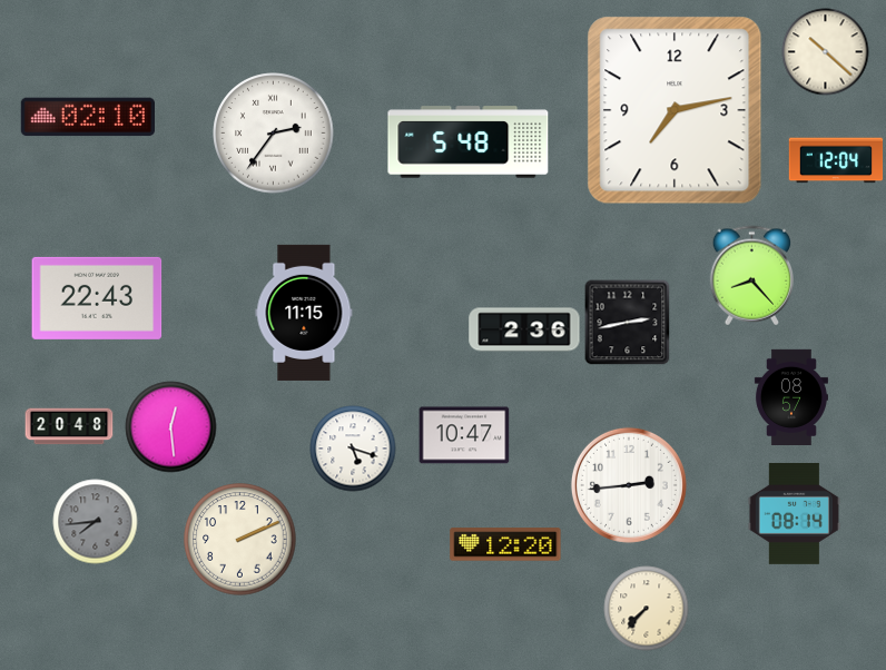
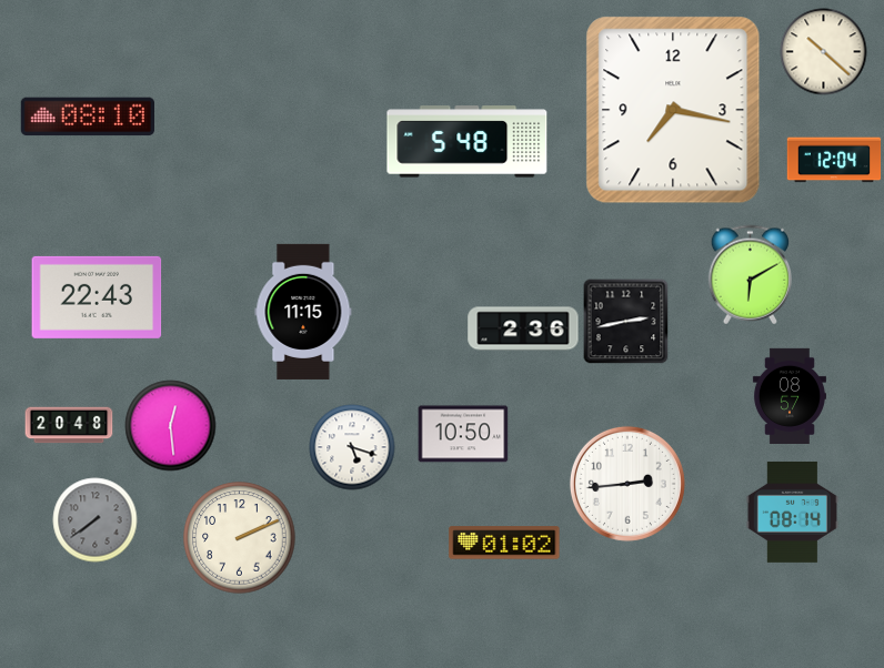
clock at (675, 110): 7:13 -> 7:17
clock at (87, 117): 02:10 -> 08:10
clock at (274, 134): 2:36 -> none
clock at (751, 276): 8:23 -> 6:10
clock at (464, 435): 10:47 -> 10:50
clock at (96, 522): 7:44 -> 7:39
clock at (505, 544): 12:20 -> 01:02
clock at (647, 609): 7:37 -> none
